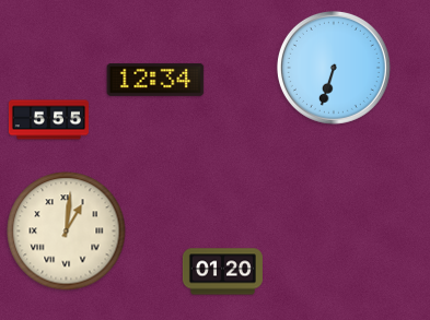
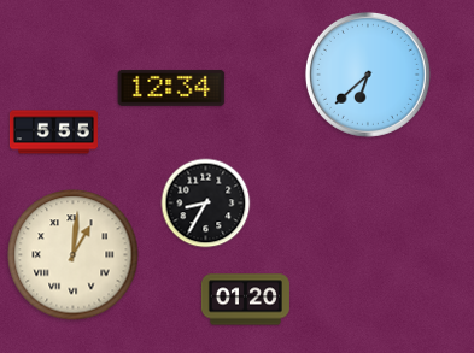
clock at (334, 68): 6:33 -> 6:38
clock at (206, 204): none -> 8:35
